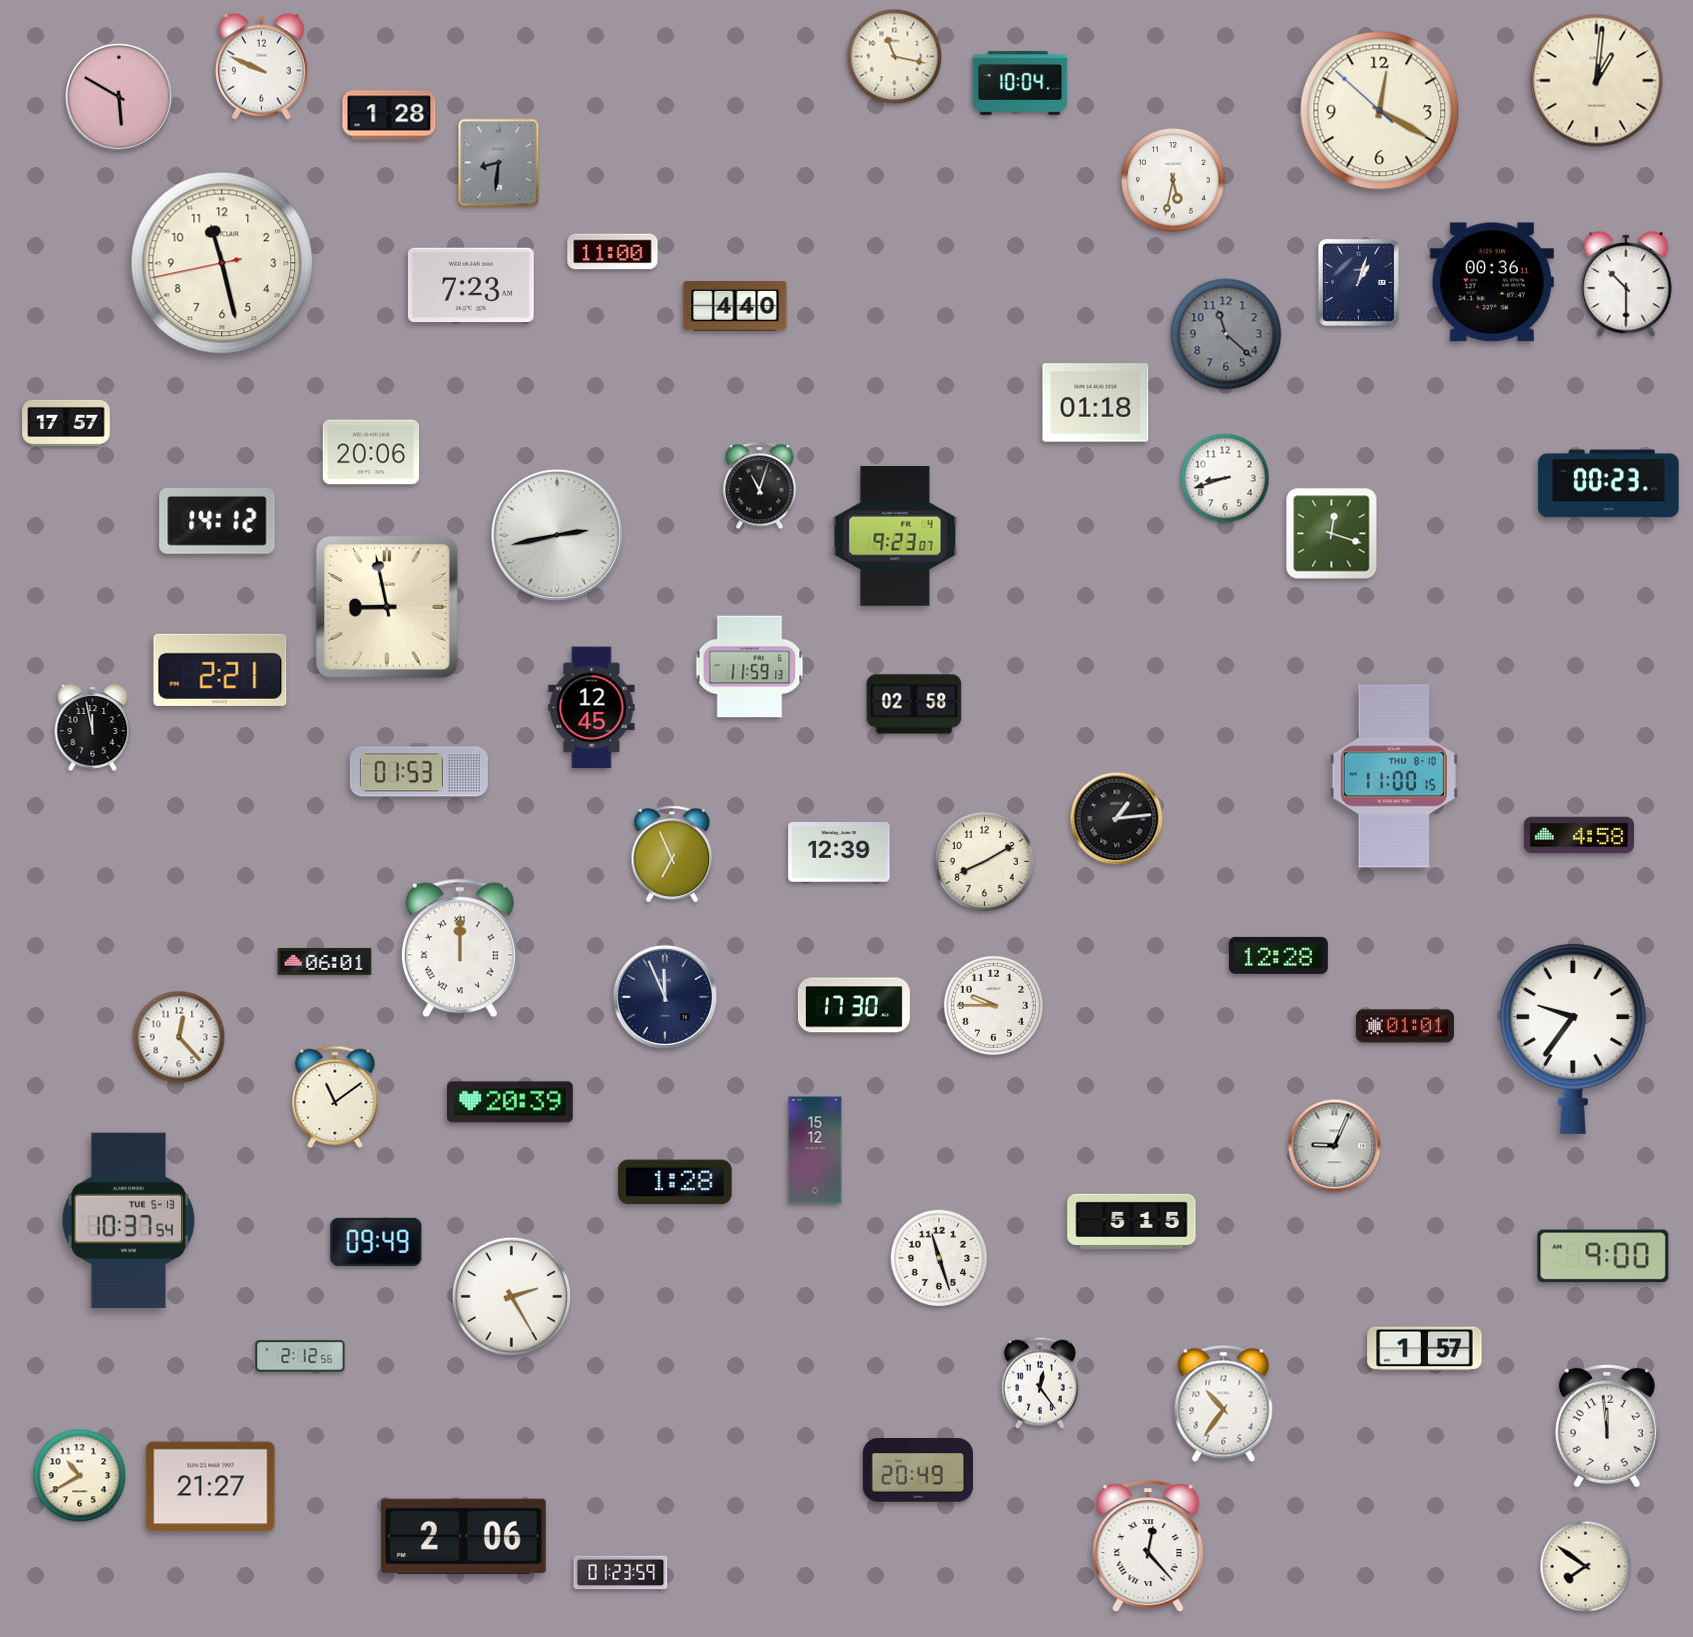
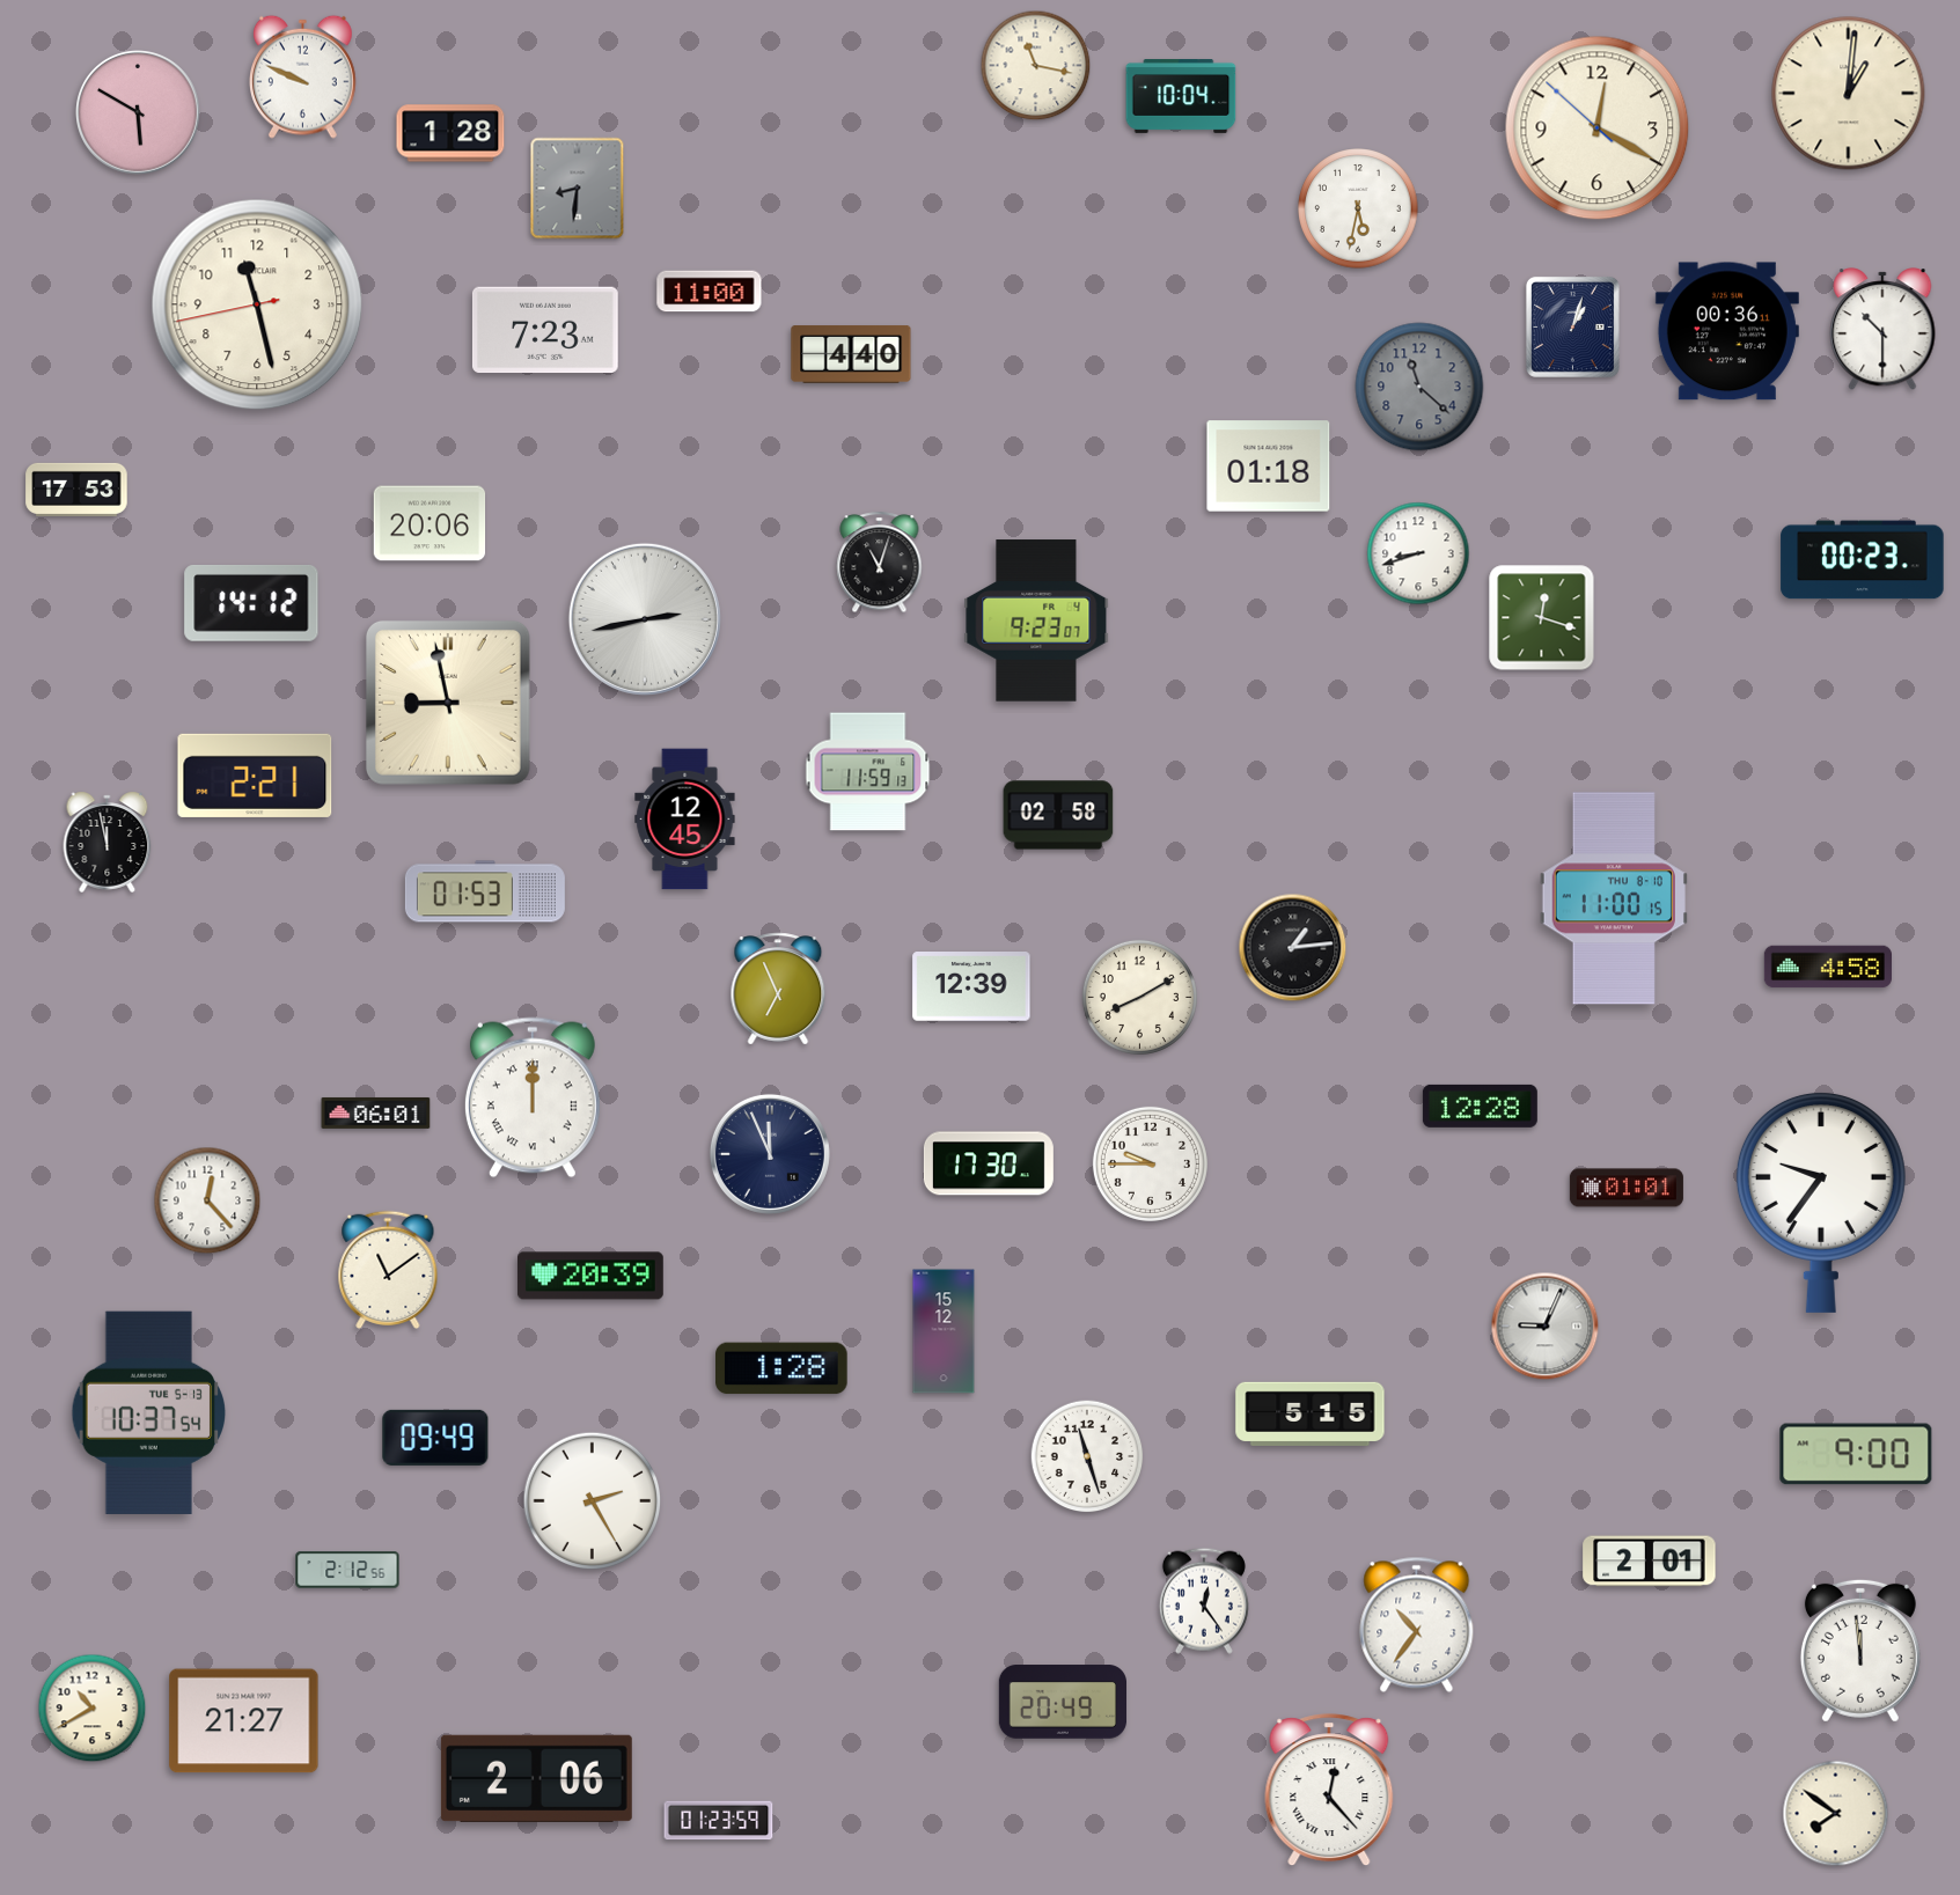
clock at (1492, 282) position: (1492, 282) -> (1727, 331)
clock at (66, 423): 17:57 -> 17:53
clock at (1425, 1349): 1:57 -> 2:01
